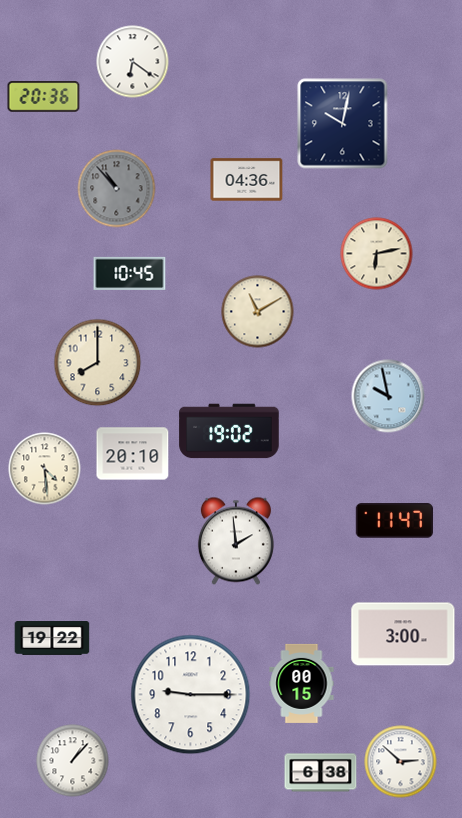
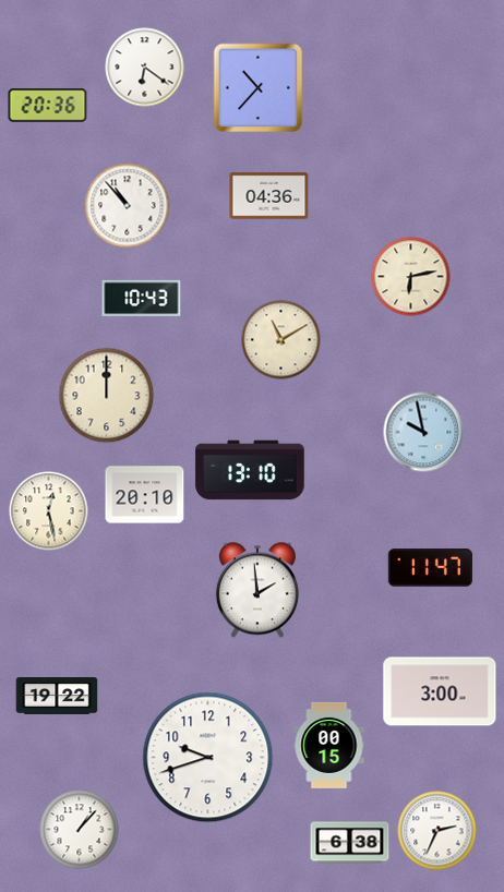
clock at (259, 88): none -> 10:37
clock at (343, 124): 10:02 -> none
clock at (117, 189) dial: grey -> white
clock at (130, 273): 10:45 -> 10:43
clock at (98, 363): 8:00 -> 12:00
clock at (229, 431): 19:02 -> 13:10
clock at (45, 469): 4:29 -> 12:28
clock at (191, 695): 9:15 -> 9:42
clock at (401, 762): 2:52 -> 2:34
